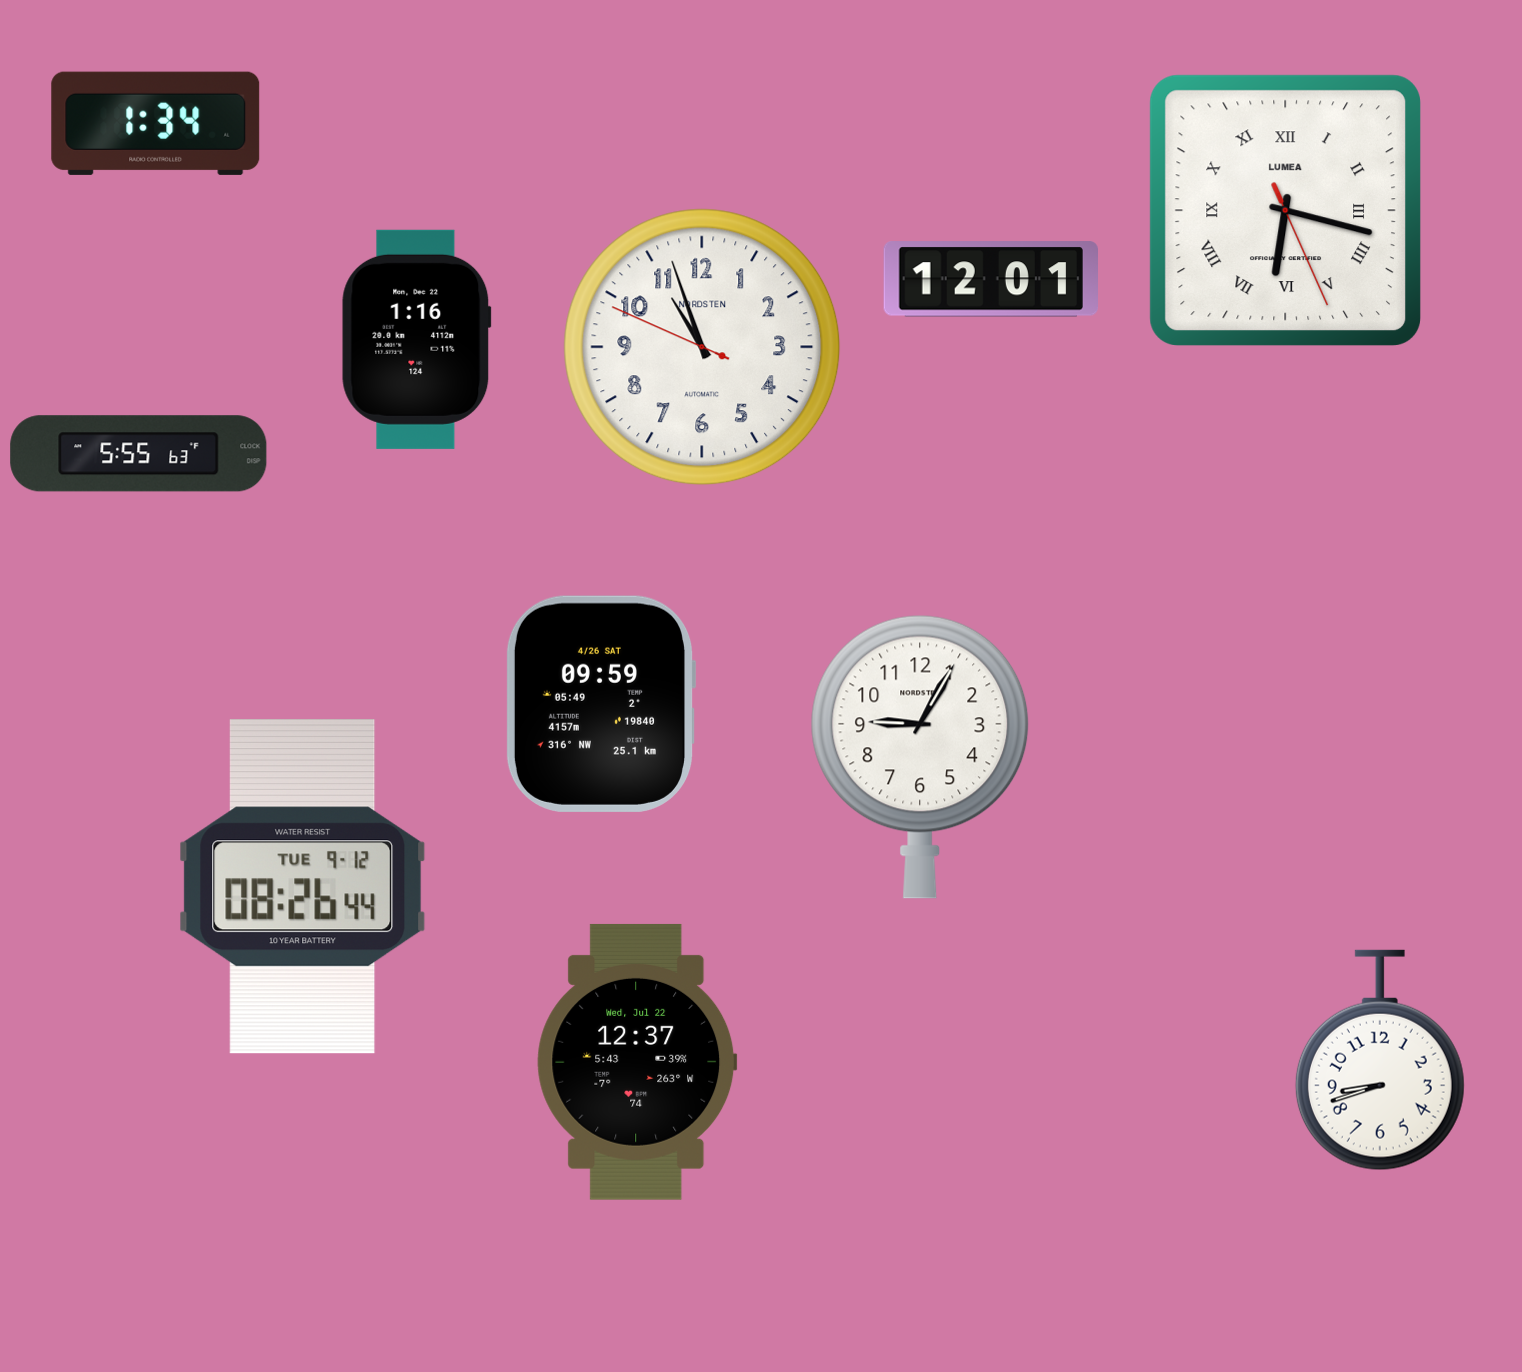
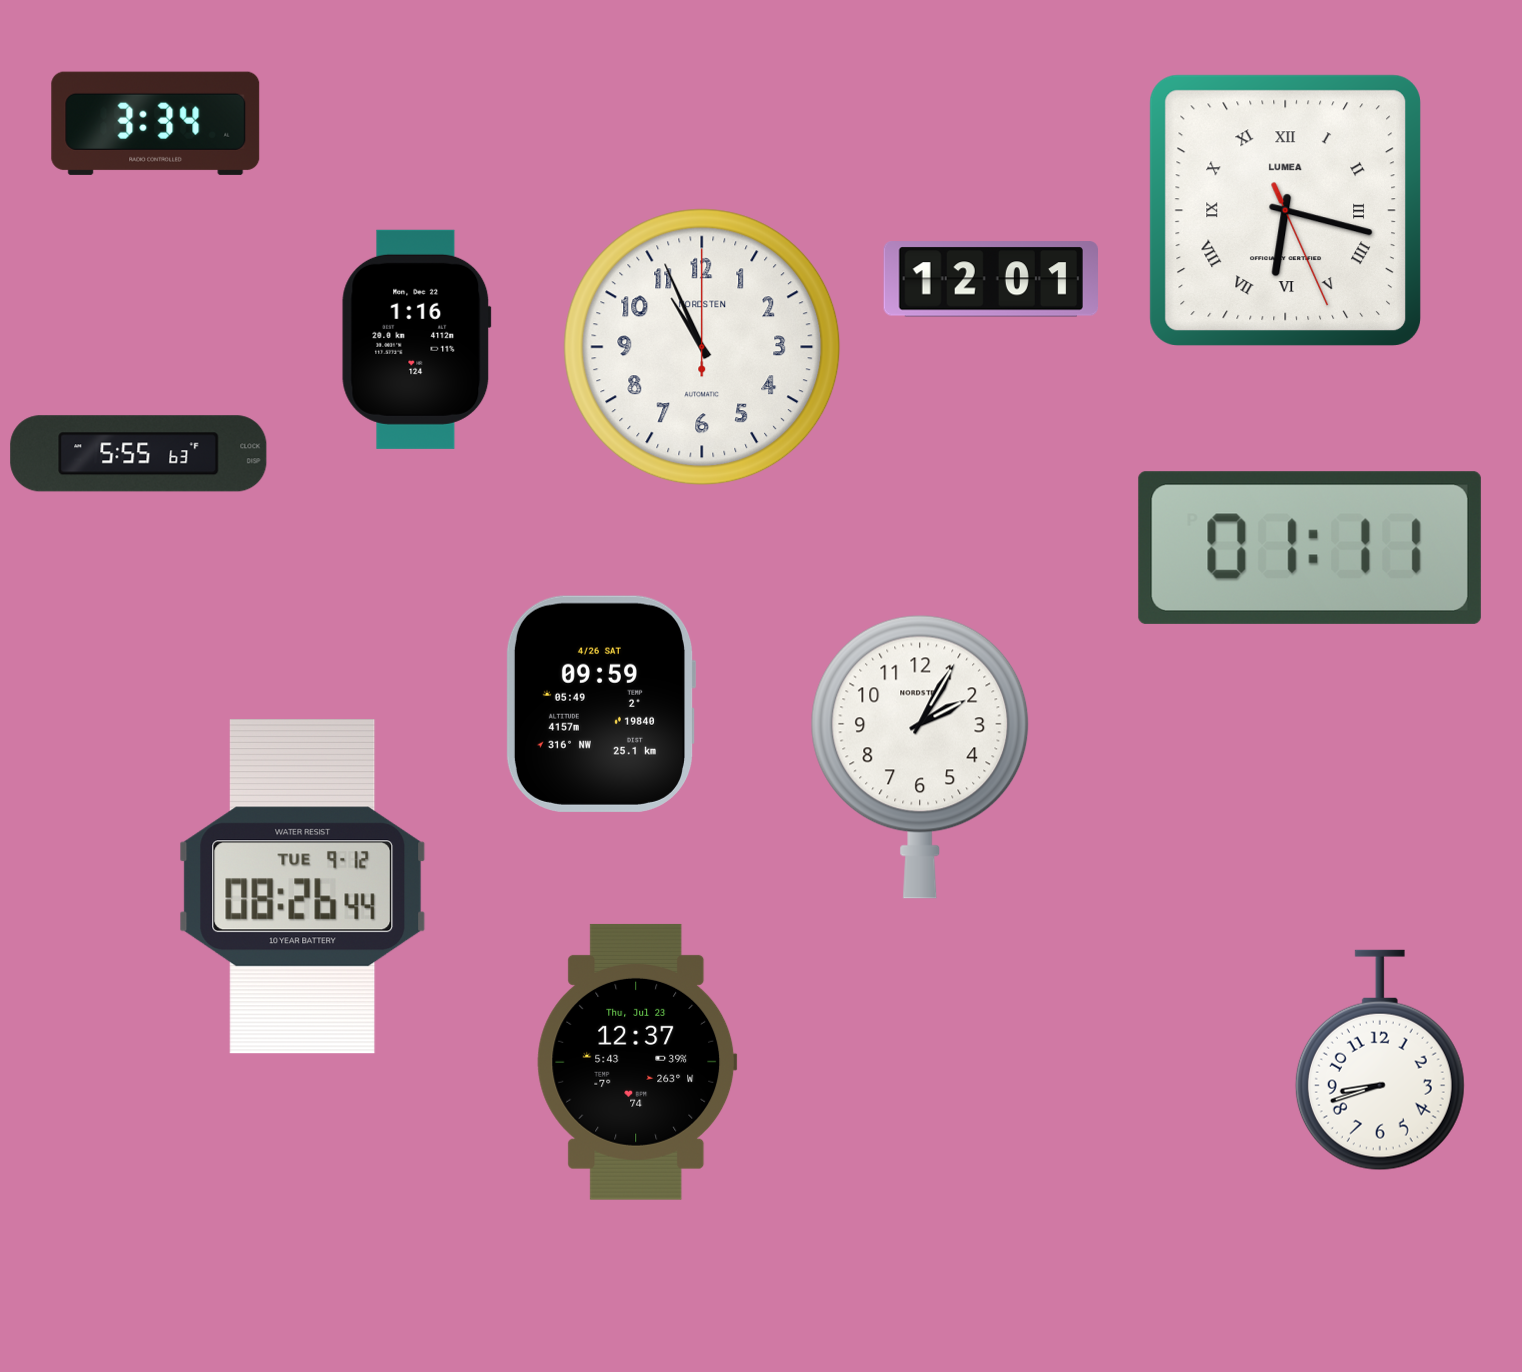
clock at (156, 123): 1:34 -> 3:34
clock at (702, 347): 10:56:49 -> 10:56:00
clock at (1310, 548): none -> 01:11
clock at (920, 757): 9:05 -> 2:05
clock at (637, 1062) date: Wed, Jul 22 -> Thu, Jul 23
